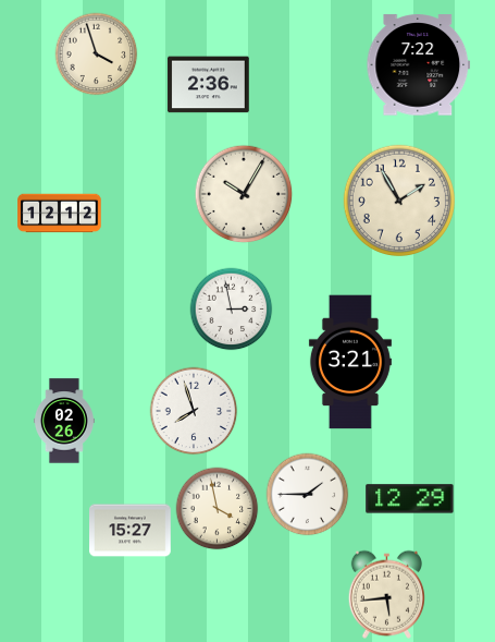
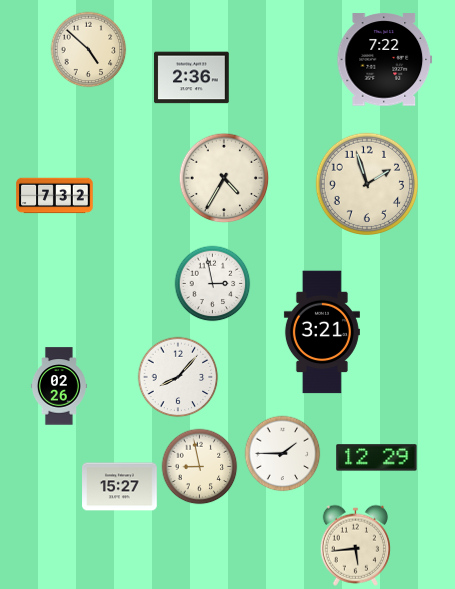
clock at (97, 54): 3:57 -> 4:52
clock at (244, 194): 10:05 -> 4:35
clock at (398, 199): 1:55 -> 1:57
clock at (60, 214): 12:12 -> 7:32
clock at (194, 411): 7:57 -> 8:07
clock at (218, 509): 3:58 -> 8:58
